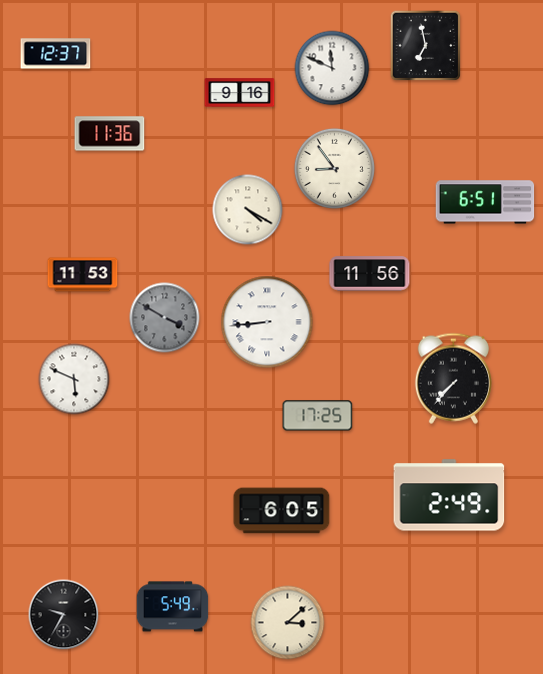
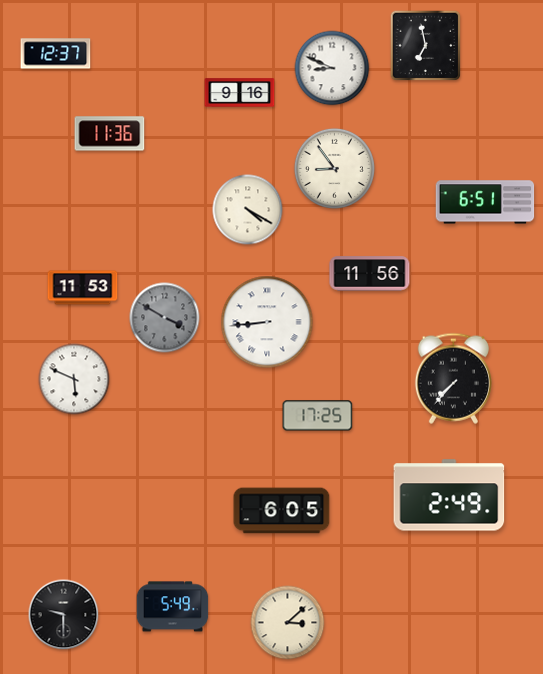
clock at (332, 68): 11:49 -> 8:49
clock at (83, 275) position: (83, 275) -> (83, 288)
clock at (64, 615): 9:35 -> 9:30
